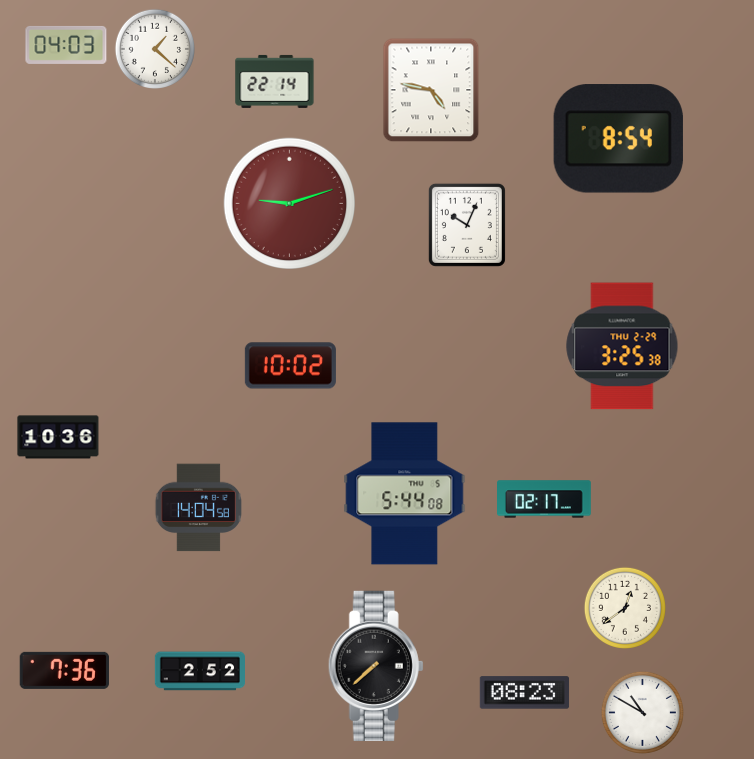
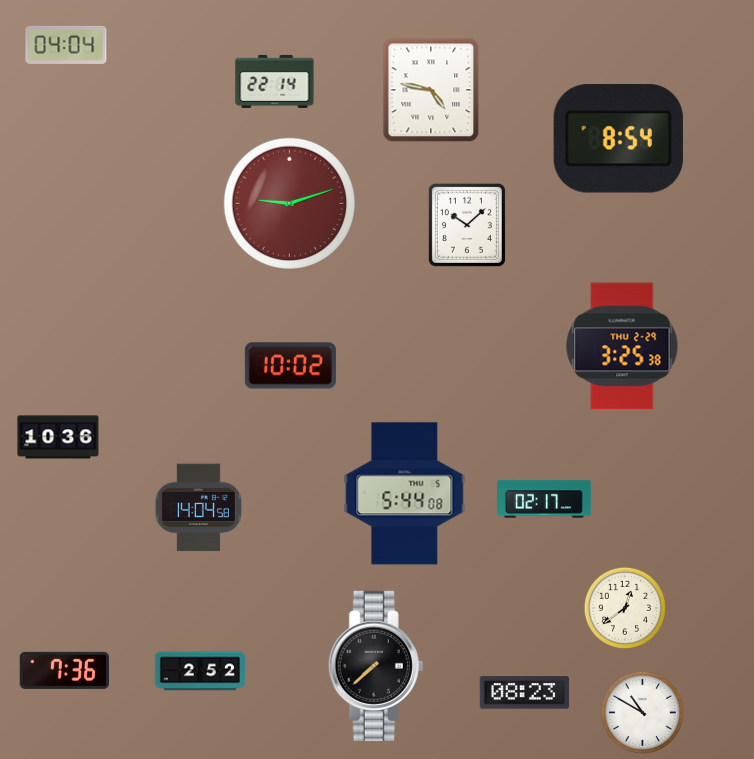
clock at (66, 45): 04:03 -> 04:04
clock at (154, 48): 1:22 -> none
clock at (467, 225): 10:04 -> 10:08
